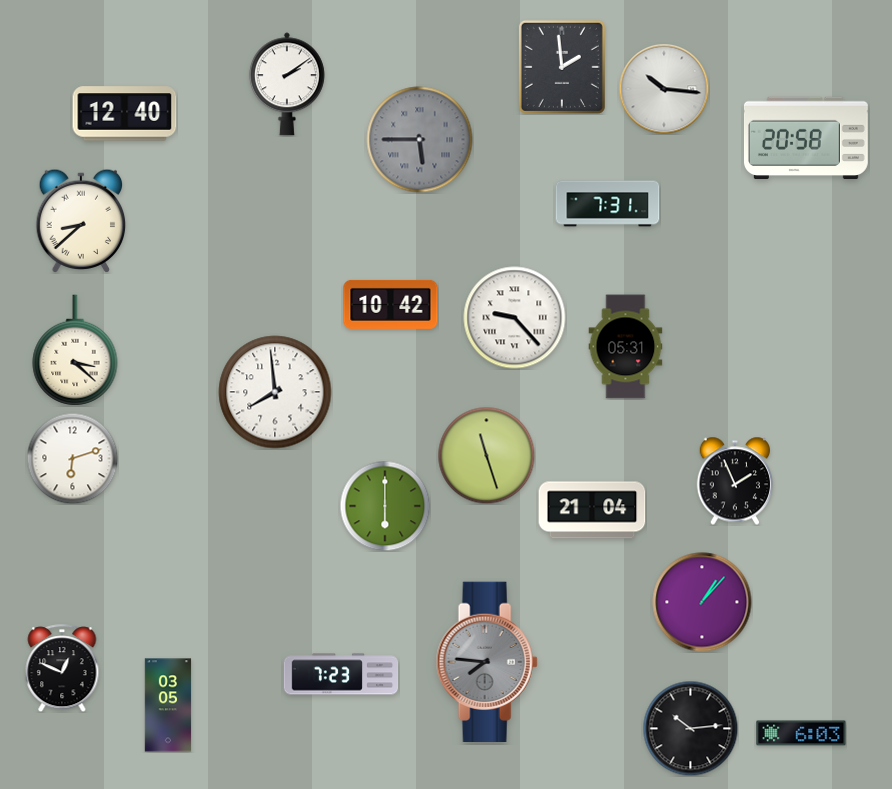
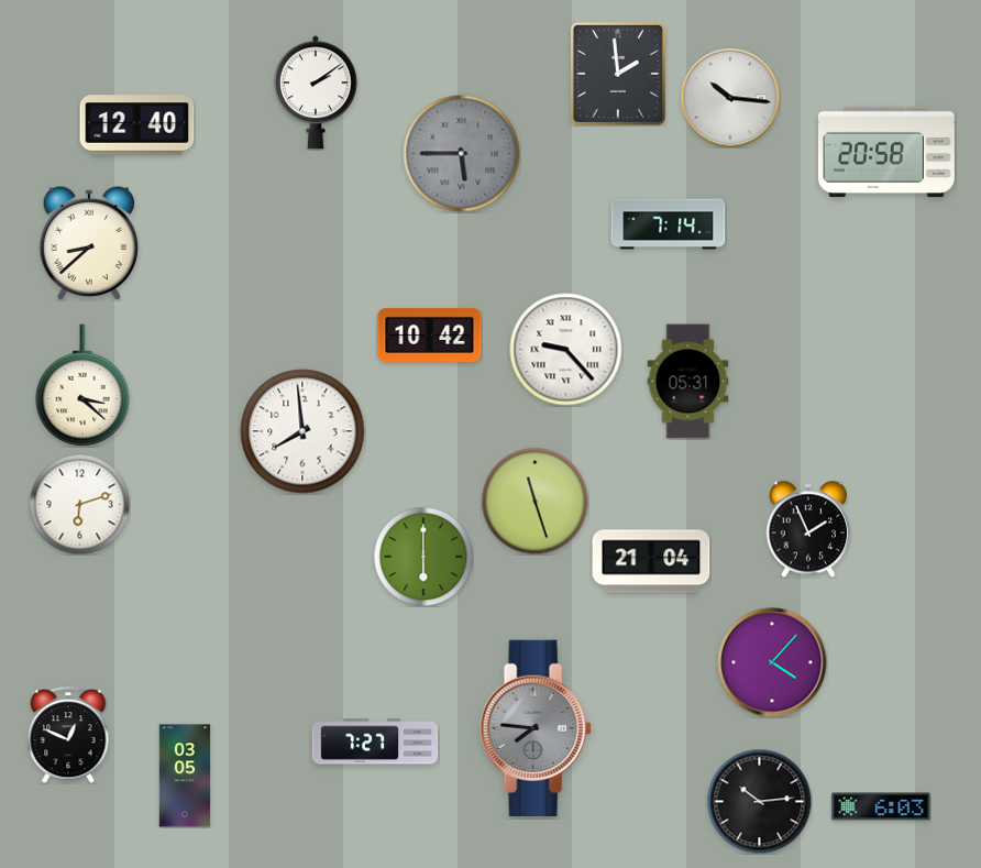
clock at (608, 204): 7:31 -> 7:14
clock at (702, 602): 1:07 -> 4:07
clock at (341, 674): 7:23 -> 7:27
